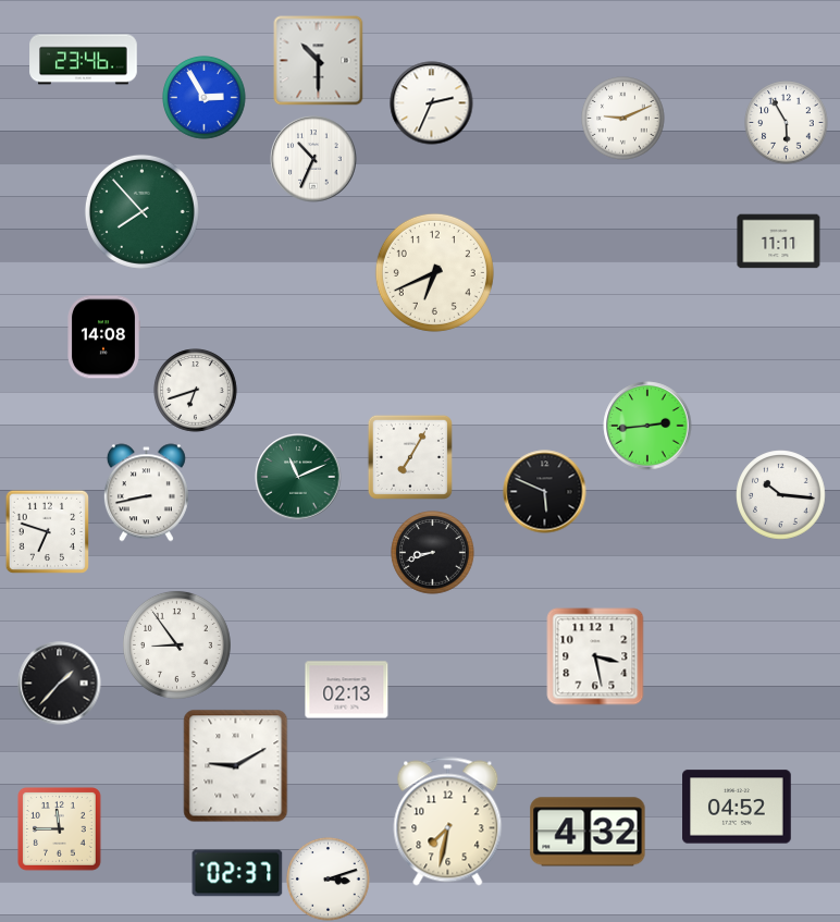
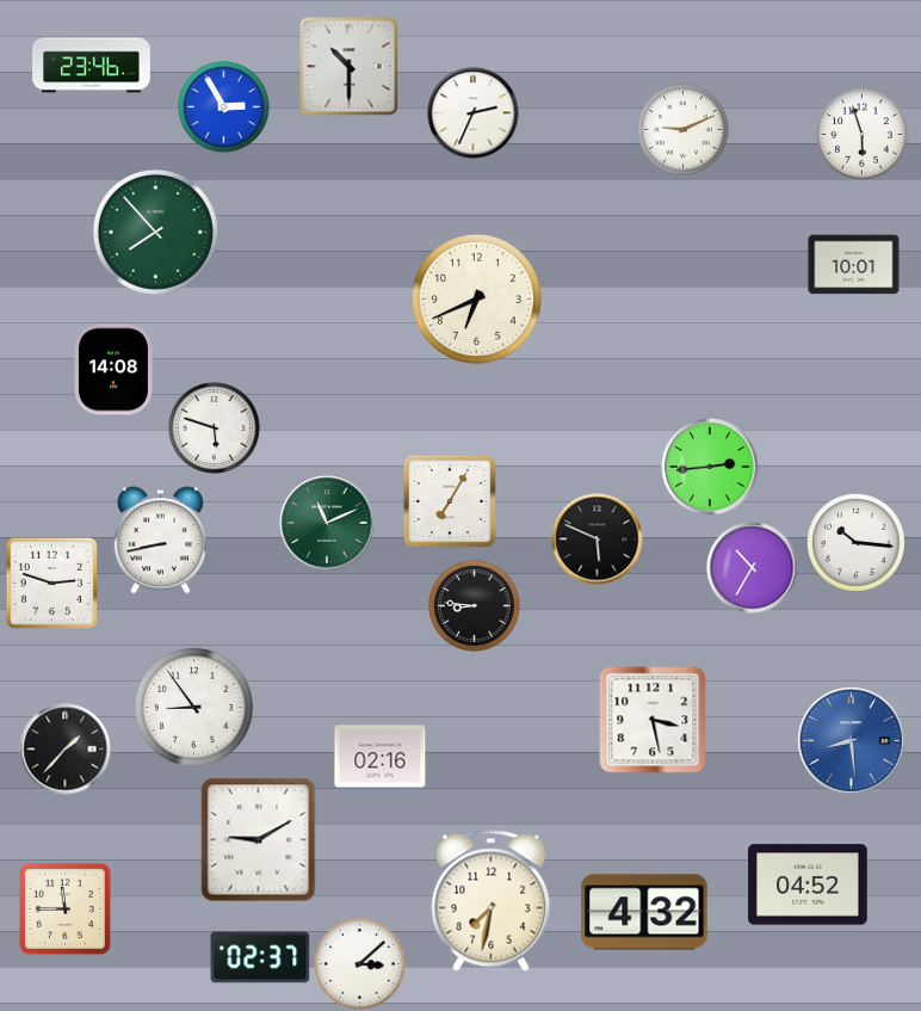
clock at (787, 123): 5:55 -> 5:57
clock at (313, 159): 10:34 -> none
clock at (779, 242): 11:11 -> 10:01
clock at (196, 391): 6:42 -> 5:48
clock at (753, 568): none -> 10:35
clock at (47, 531): 6:48 -> 2:48
clock at (433, 553): 8:42 -> 8:46
clock at (852, 741): none -> 8:29
clock at (347, 690): 02:13 -> 02:16
clock at (329, 880): 3:12 -> 3:08
